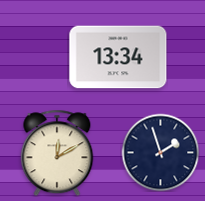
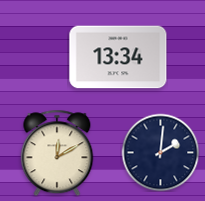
clock at (160, 152): 1:57 -> 2:01
